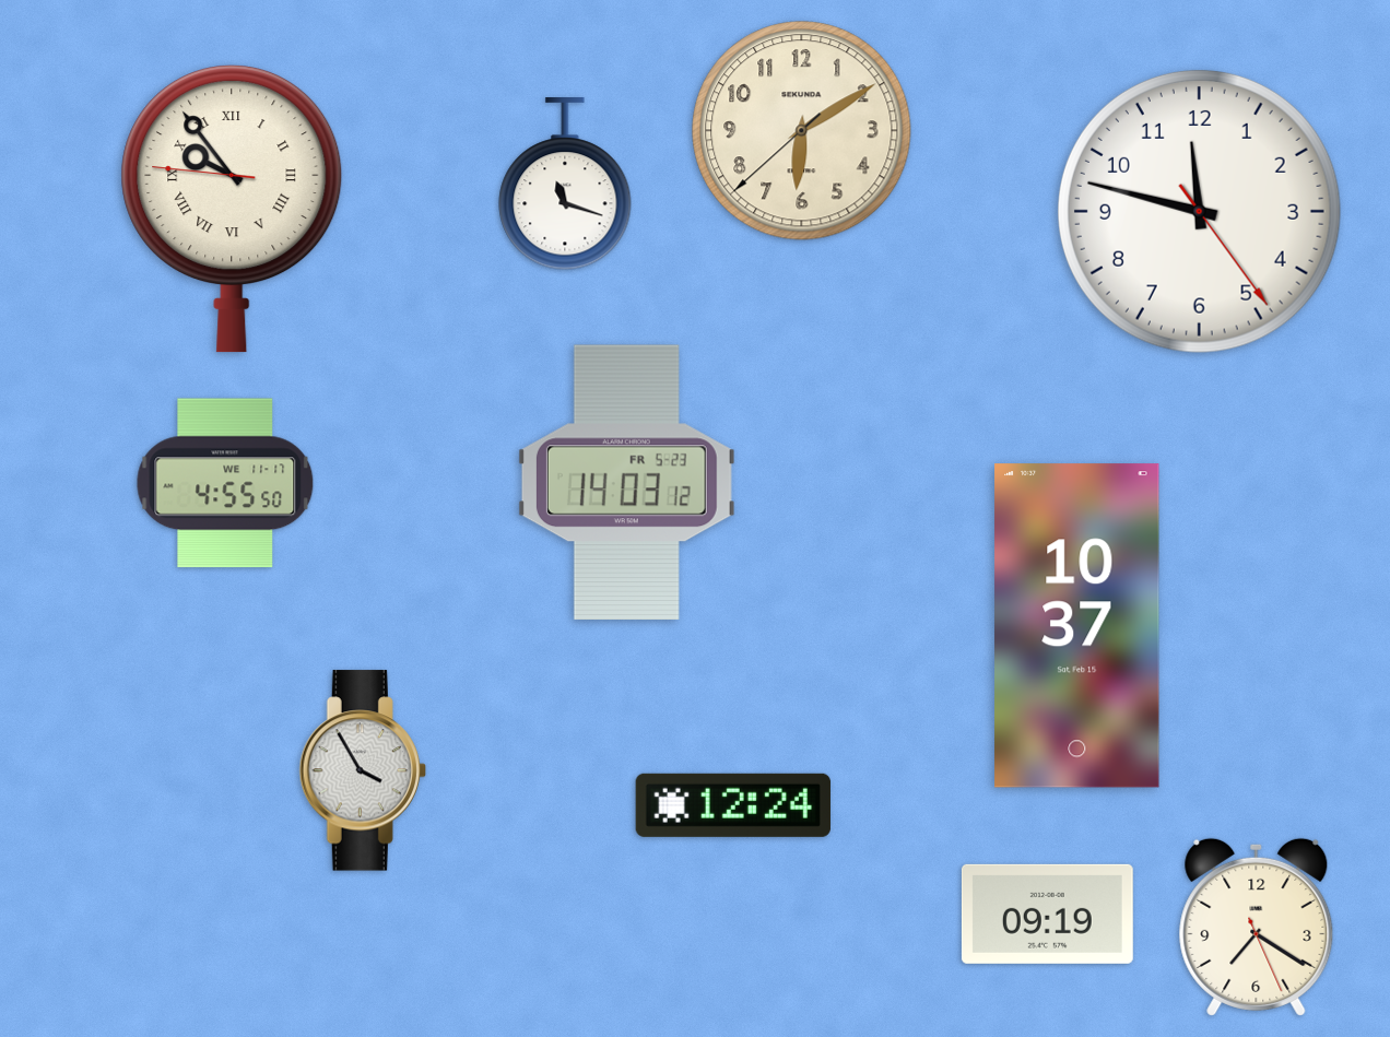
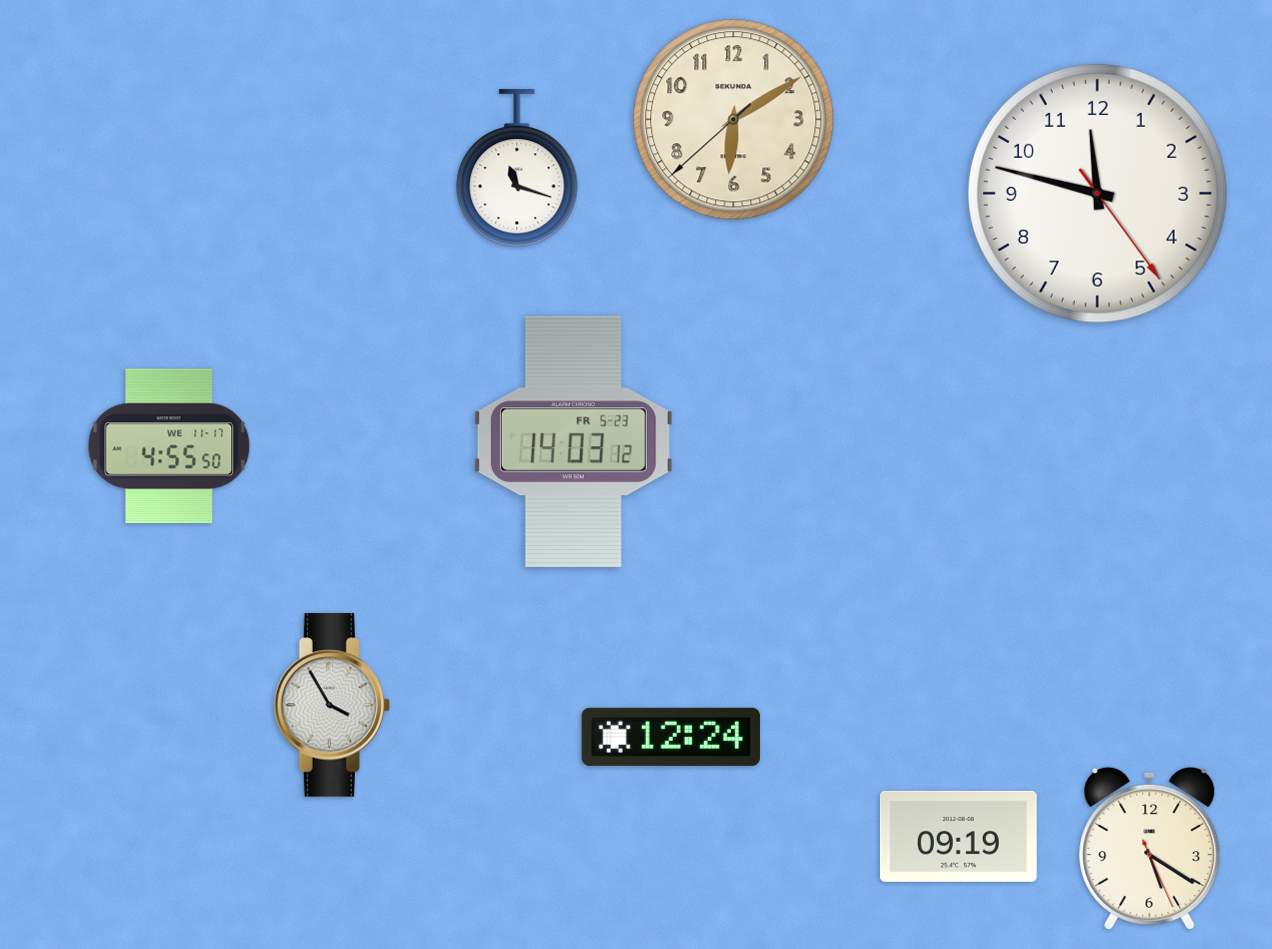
clock at (232, 210): 9:53 -> none
clock at (225, 483) position: (225, 483) -> (169, 446)
clock at (1077, 626): 10:37 -> none
clock at (1257, 927): 7:20 -> 5:20
